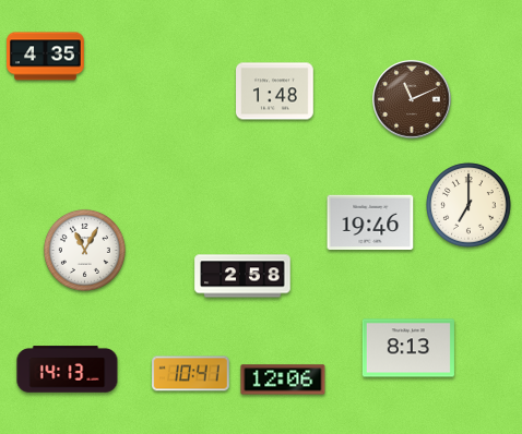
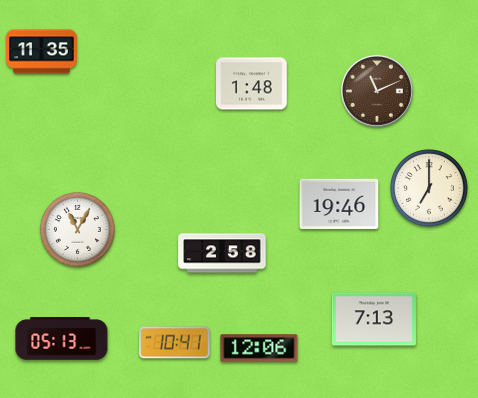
clock at (46, 57): 4:35 -> 11:35
clock at (408, 348): 8:13 -> 7:13
clock at (68, 370): 14:13 -> 05:13
